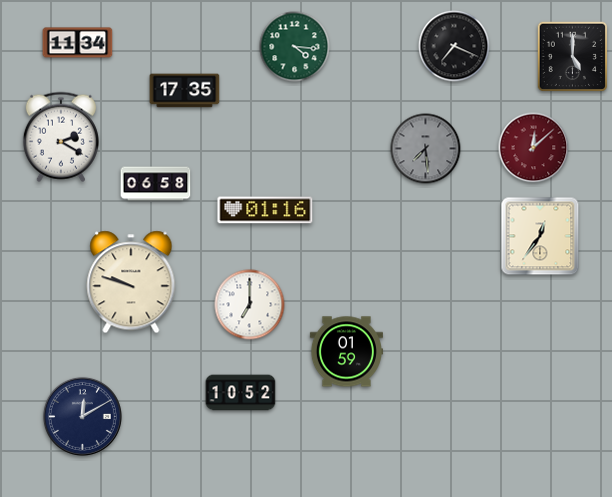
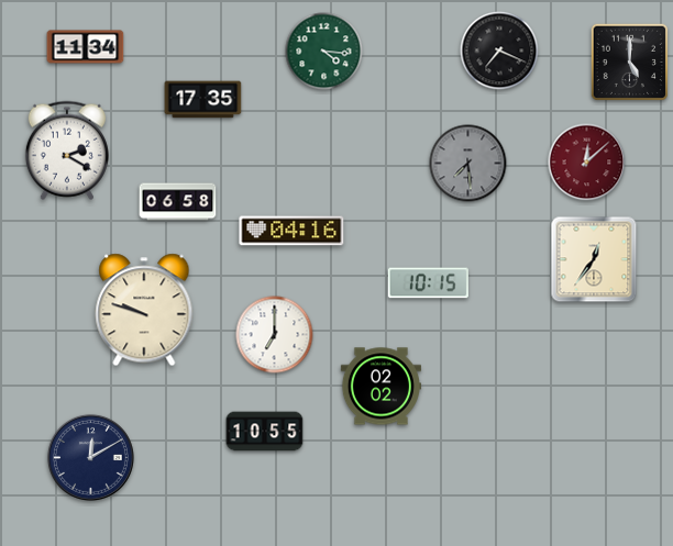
clock at (156, 184) position: (156, 184) -> (178, 202)
clock at (265, 210): 01:16 -> 04:16
clock at (428, 283): none -> 10:15
clock at (346, 352): 01:59 -> 02:02
clock at (241, 393): 10:52 -> 10:55
